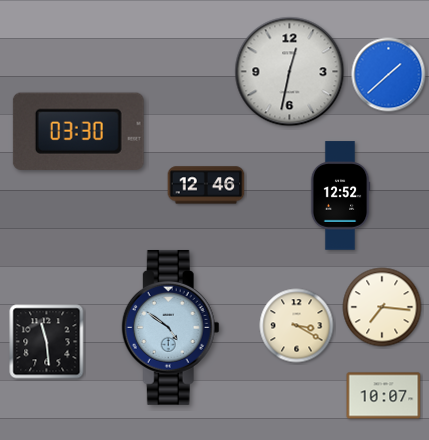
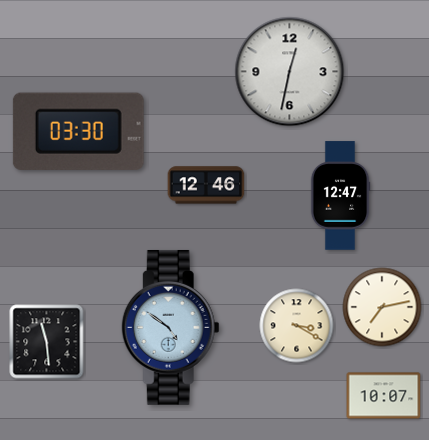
clock at (389, 75): 1:38 -> none
clock at (340, 196): 12:52 -> 12:47
clock at (382, 307): 7:16 -> 7:13
